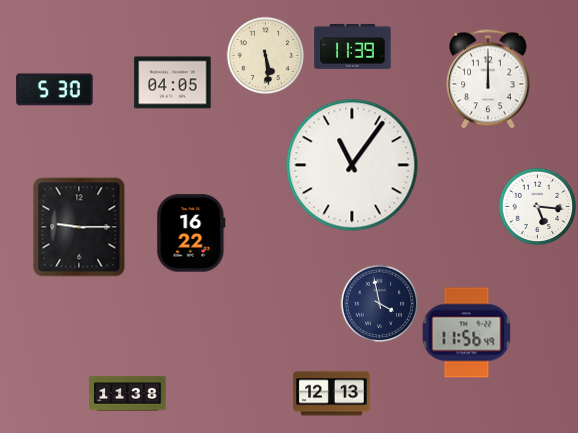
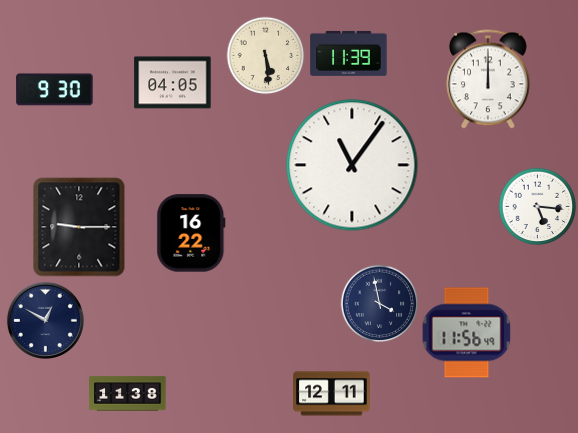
clock at (353, 46) position: (353, 46) -> (349, 53)
clock at (55, 90): 5:30 -> 9:30
clock at (45, 320): none -> 12:50
clock at (332, 394): 12:13 -> 12:11
